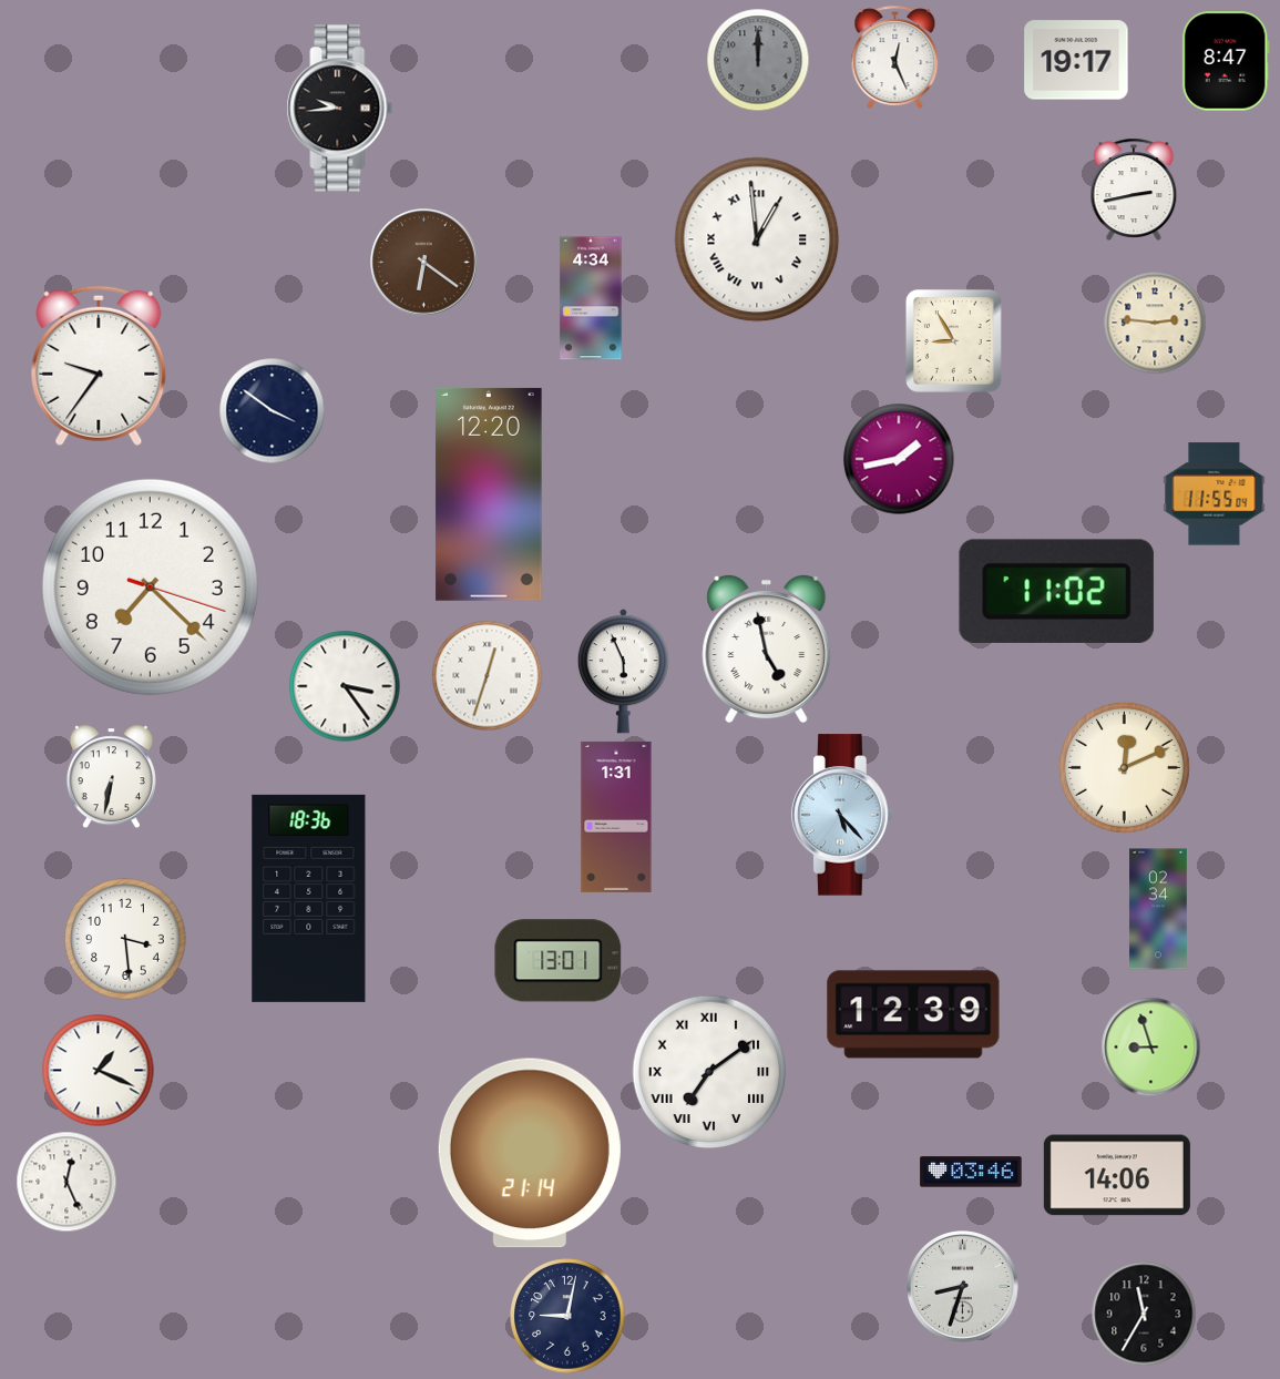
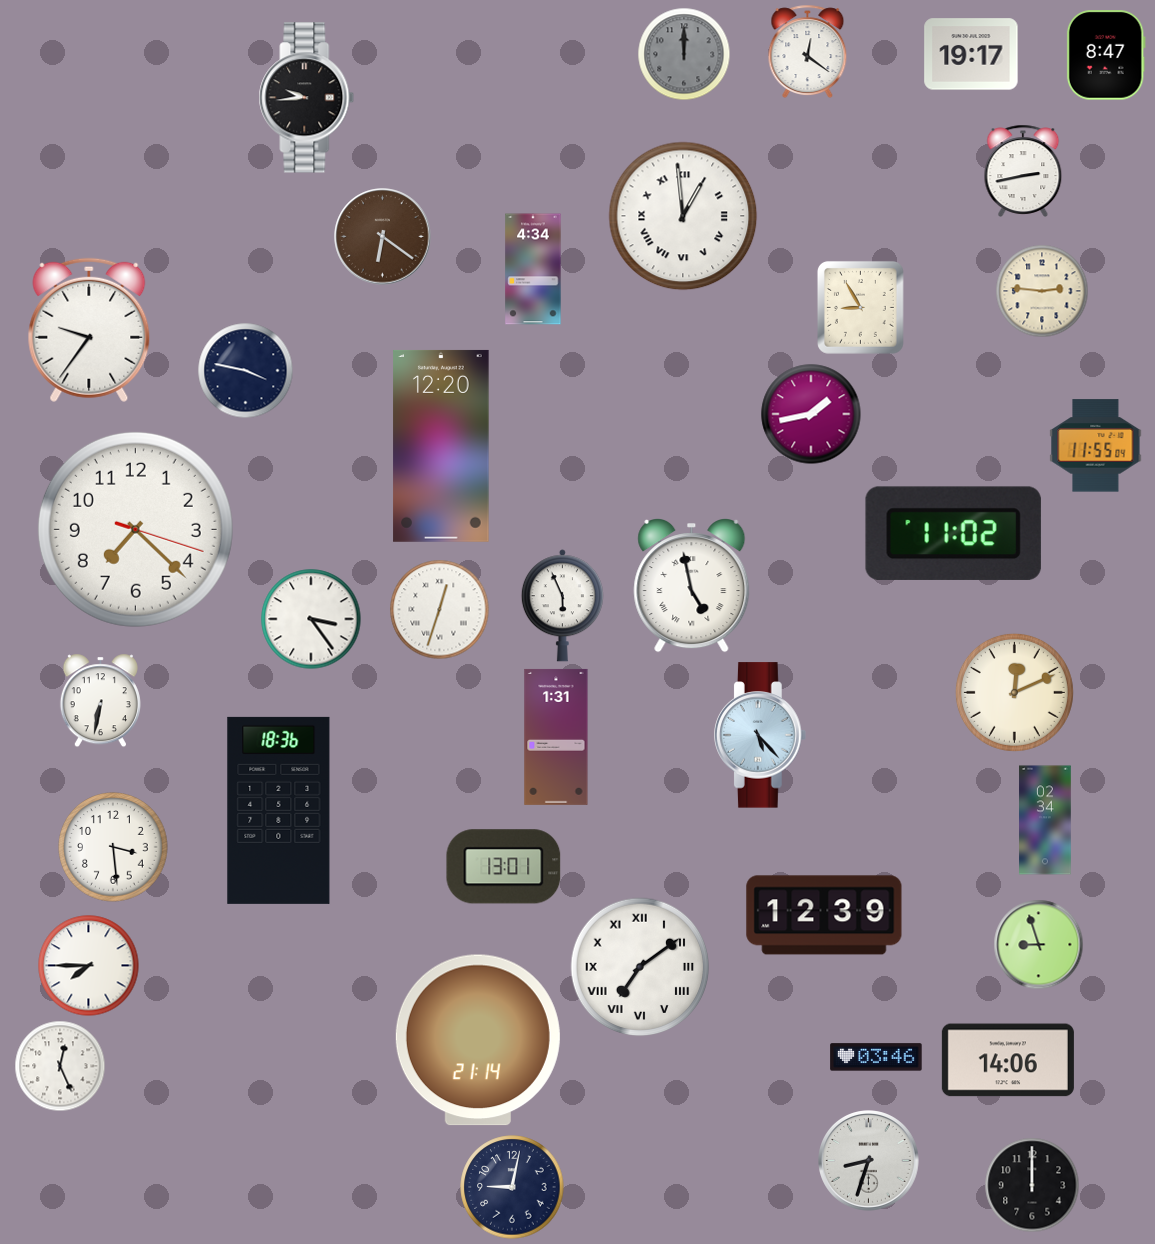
clock at (895, 57): 12:26 -> 12:21
clock at (272, 410): 3:51 -> 3:47
clock at (99, 1071): 1:19 -> 7:45
clock at (1144, 1314): 11:35 -> 12:00
